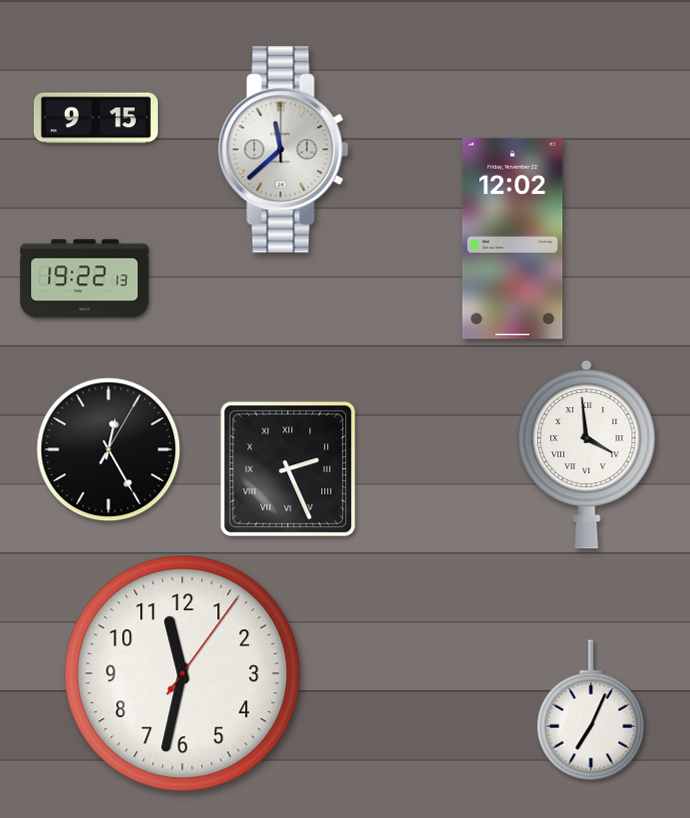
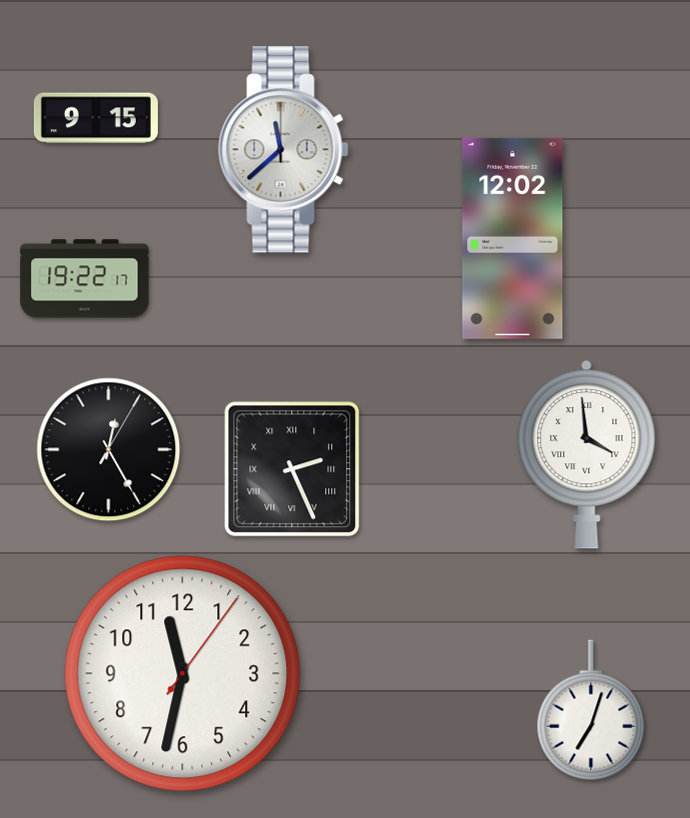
clock at (85, 279): 19:22:13 -> 19:22:17
clock at (288, 469) position: (288, 469) -> (292, 469)
clock at (591, 710): 7:04 -> 7:03
